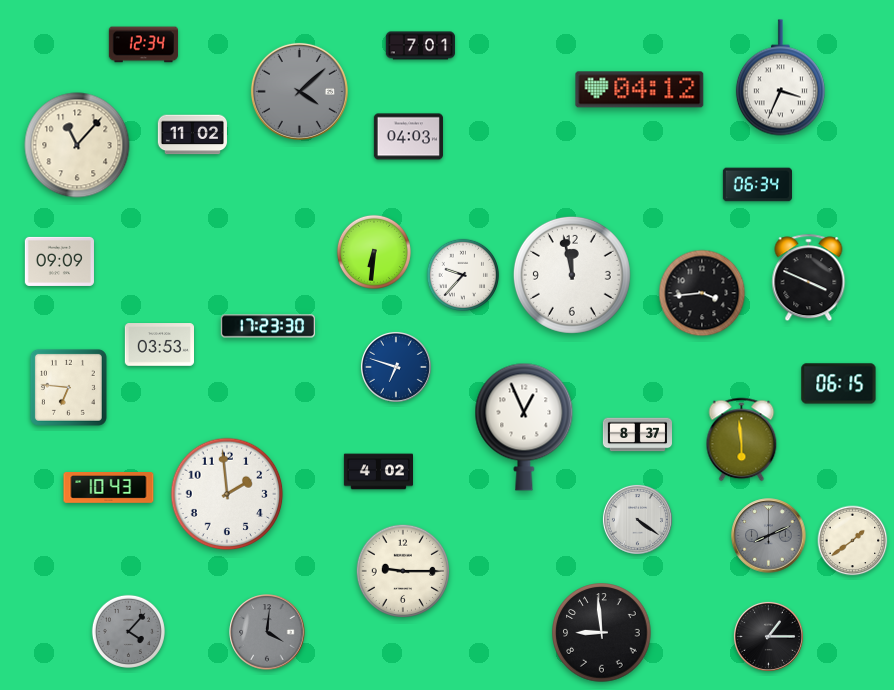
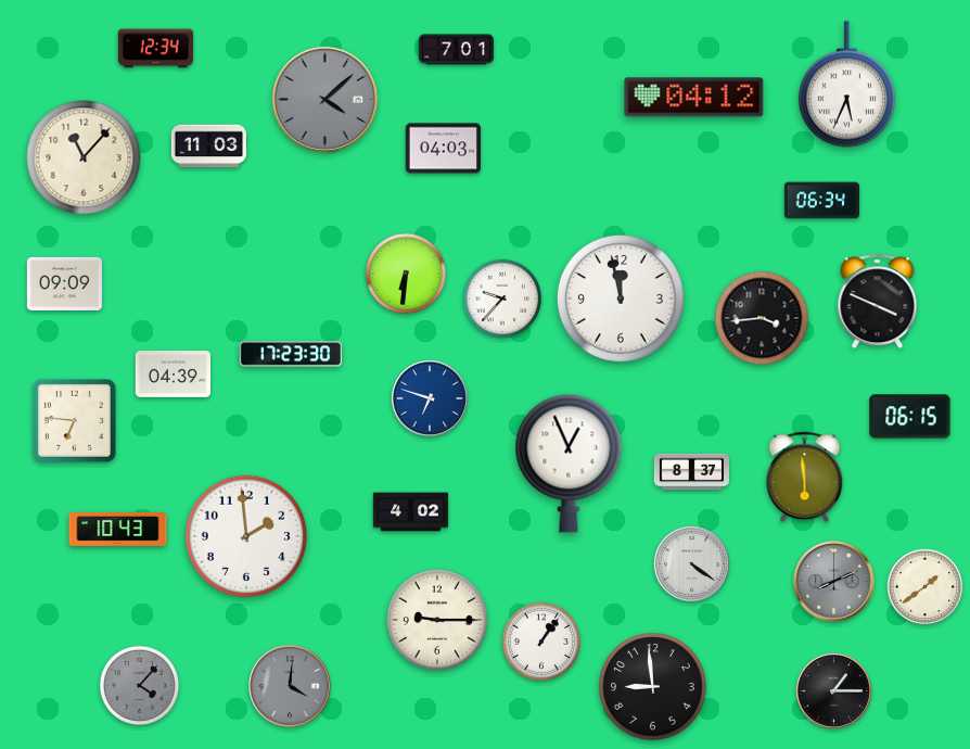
clock at (780, 78): 3:34 -> 5:34
clock at (192, 135): 11:02 -> 11:03
clock at (159, 345): 03:53 -> 04:39
clock at (541, 642): none -> 1:06
